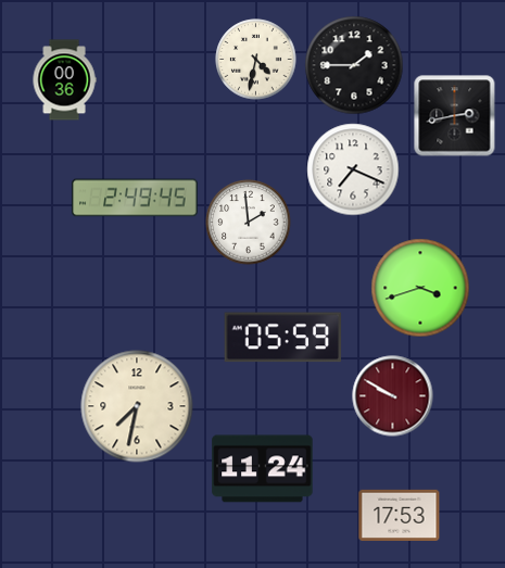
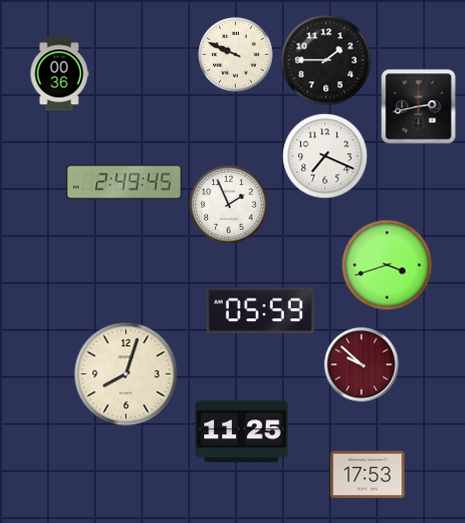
clock at (256, 60): 4:32 -> 9:49
clock at (249, 223): 1:59 -> 1:56
clock at (393, 396): 9:50 -> 9:52
clock at (137, 406): 7:32 -> 8:03
clock at (263, 469): 11:24 -> 11:25
